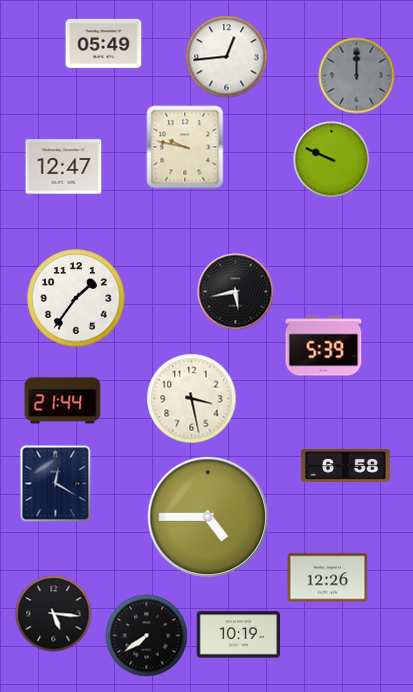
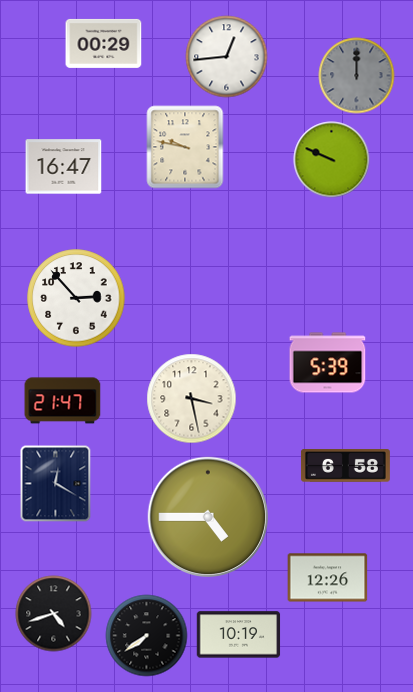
clock at (104, 43): 05:49 -> 00:29
clock at (64, 167): 12:47 -> 16:47
clock at (236, 292): 5:43 -> none
clock at (76, 298): 1:36 -> 2:53
clock at (324, 346) position: (324, 346) -> (328, 363)
clock at (63, 401): 21:44 -> 21:47
clock at (54, 614): 5:16 -> 4:42
